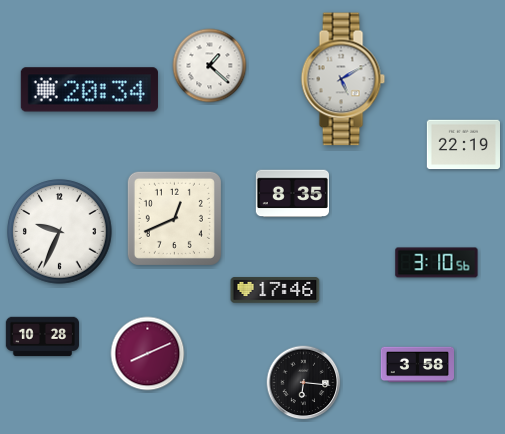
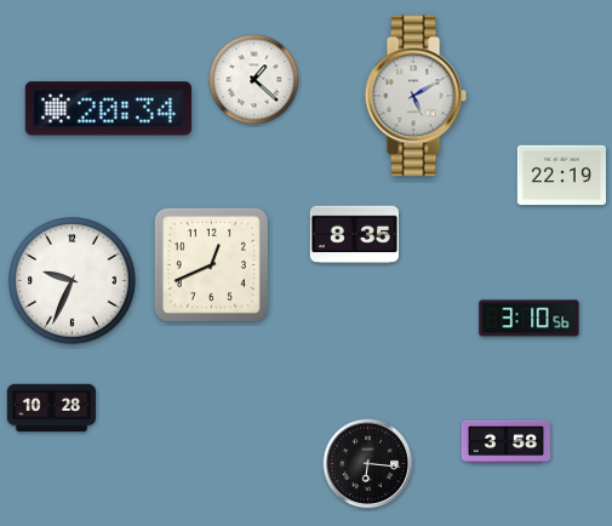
clock at (275, 290): 17:46 -> none
clock at (148, 354): 8:11 -> none
